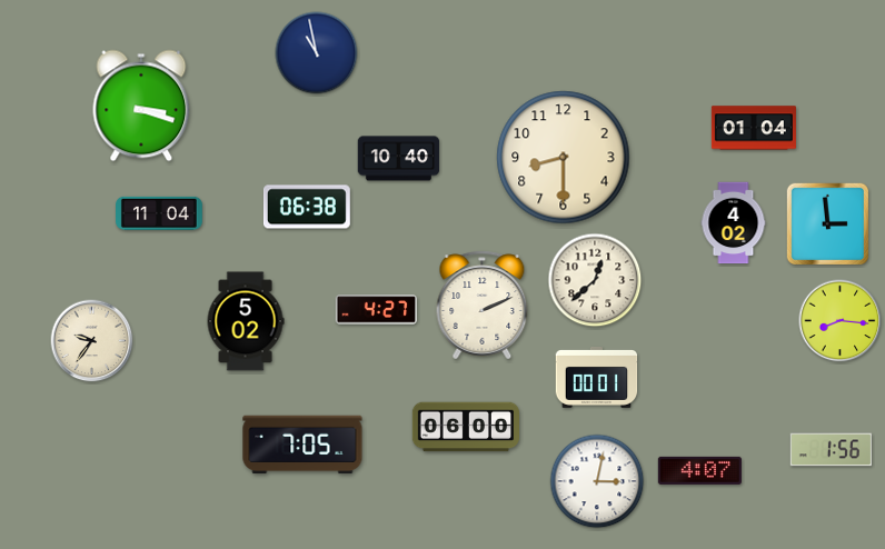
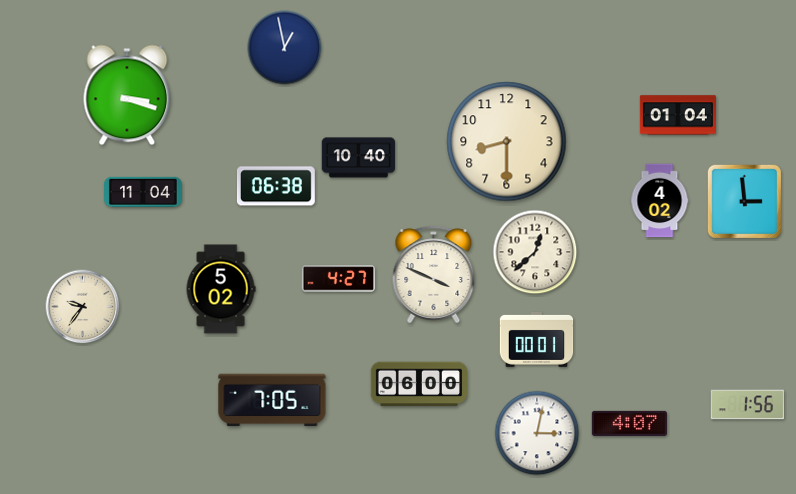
clock at (317, 53): 10:58 -> 12:58
clock at (399, 159) position: (399, 159) -> (359, 158)
clock at (483, 306): 2:11 -> 3:49
clock at (841, 321): 8:16 -> none
